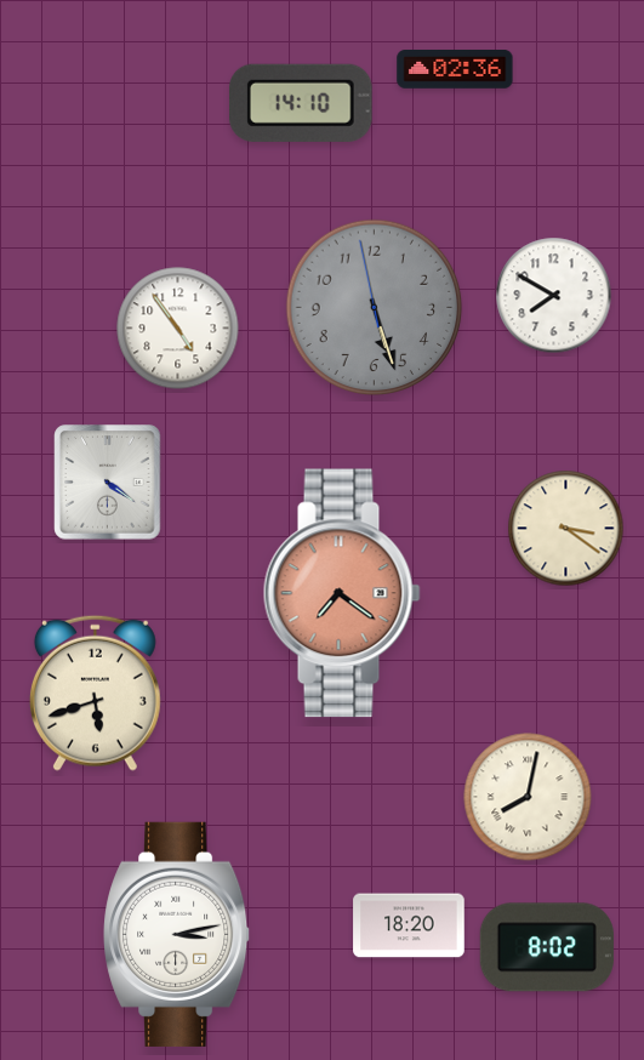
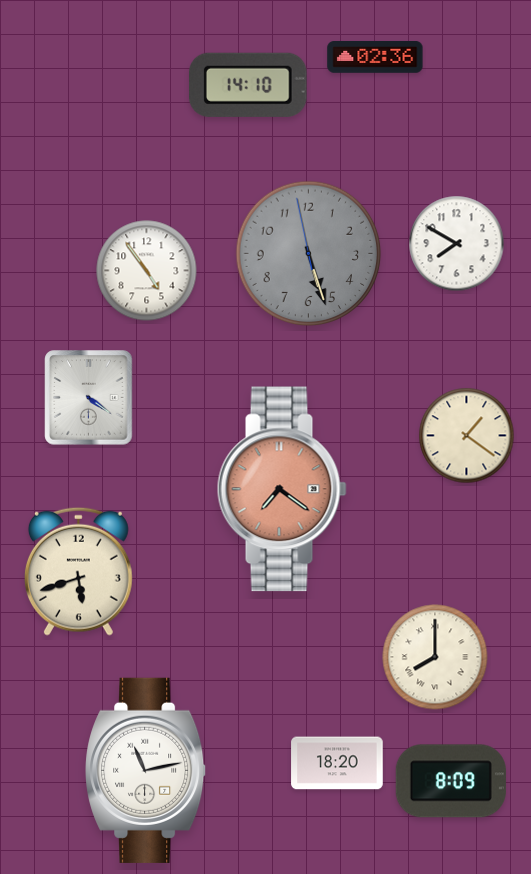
clock at (566, 529): 3:21 -> 1:21
clock at (528, 797): 8:02 -> 8:00
clock at (177, 934): 3:13 -> 11:13
clock at (547, 947): 8:02 -> 8:09
